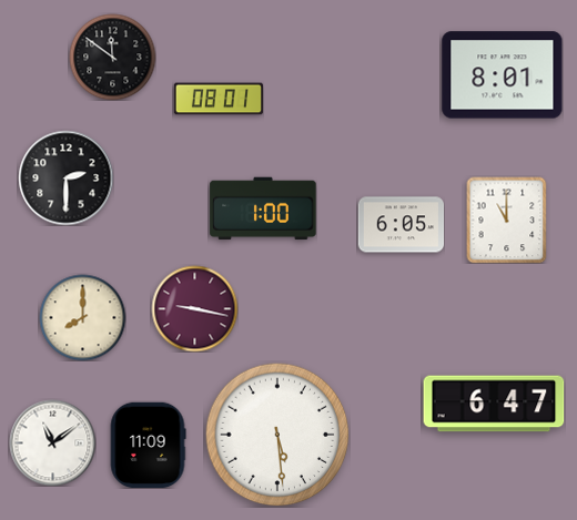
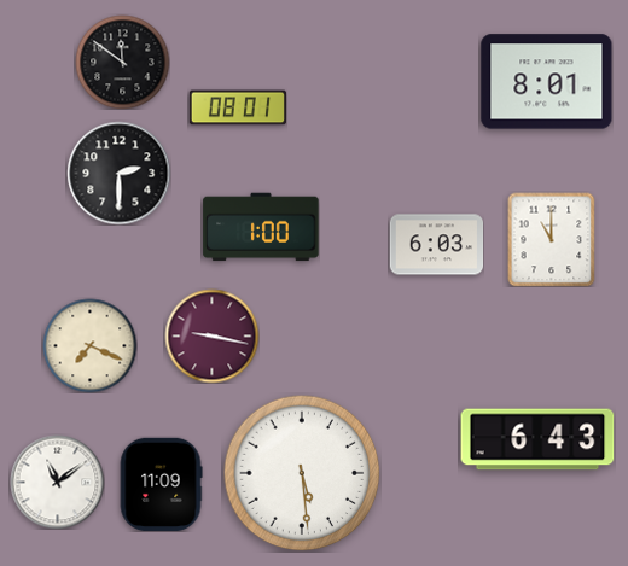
clock at (65, 177) position: (65, 177) -> (118, 173)
clock at (263, 208) position: (263, 208) -> (261, 227)
clock at (401, 225): 6:05 -> 6:03
clock at (82, 317): 8:00 -> 7:19
clock at (494, 404): 6:47 -> 6:43
